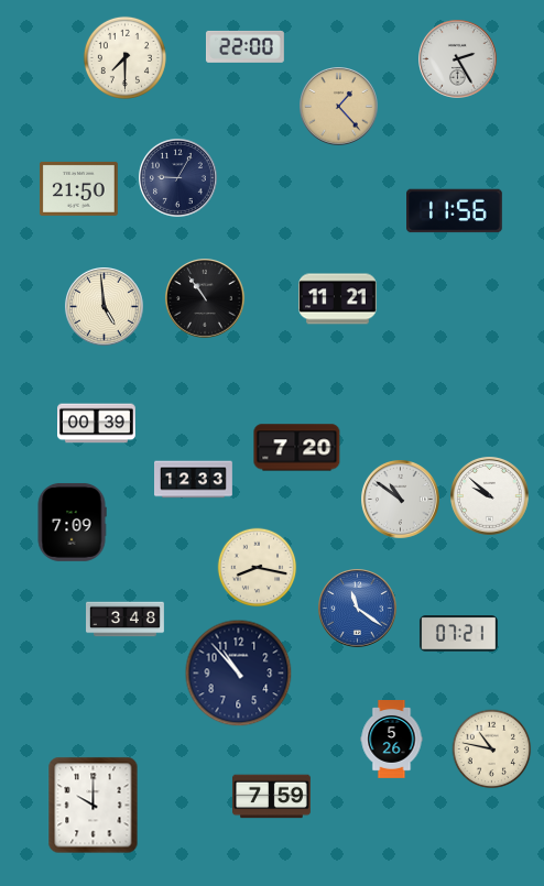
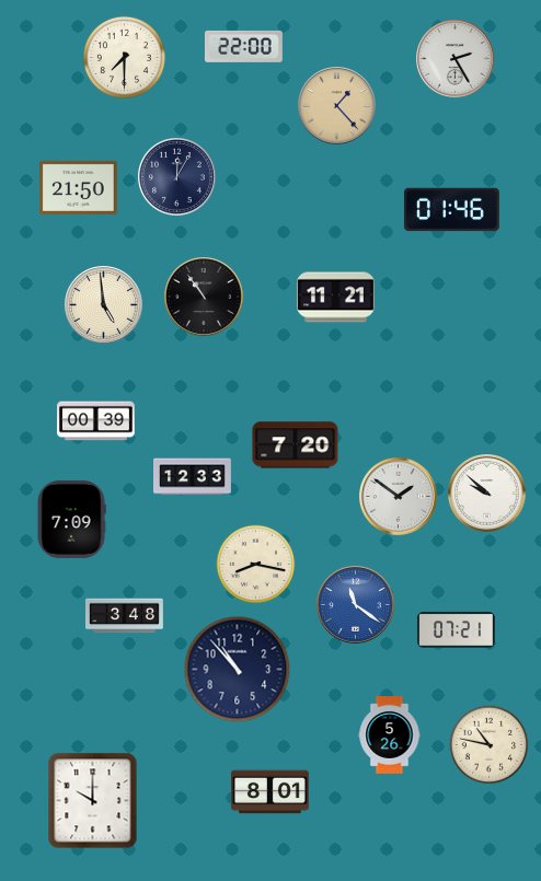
clock at (178, 178): 9:05 -> 12:05
clock at (455, 211): 11:56 -> 01:46
clock at (401, 500): 10:51 -> 1:51
clock at (272, 797): 7:59 -> 8:01
